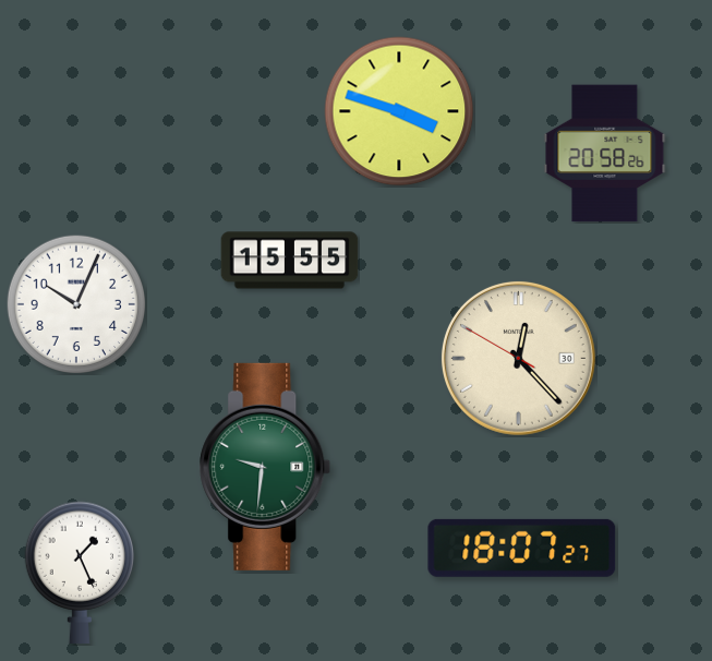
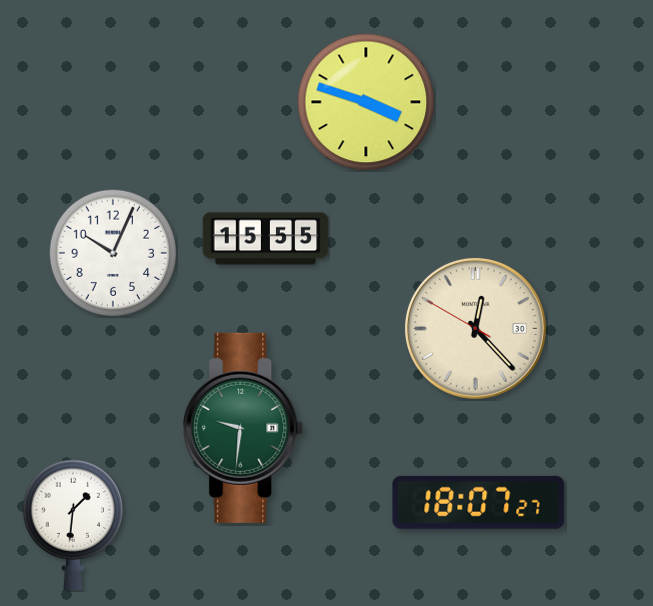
clock at (605, 154): 20:58 -> none
clock at (75, 303) position: (75, 303) -> (112, 252)
clock at (79, 572): 1:26 -> 1:31
